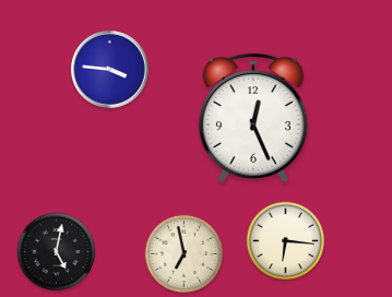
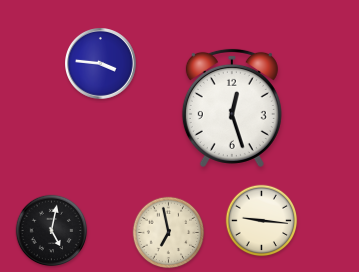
clock at (253, 118): 12:26 -> 12:27
clock at (286, 241): 6:16 -> 9:16
